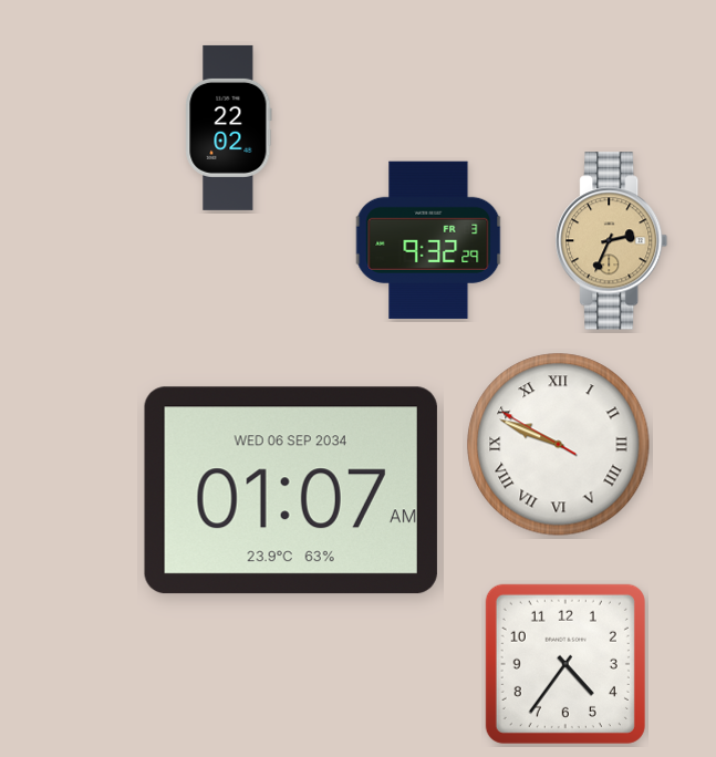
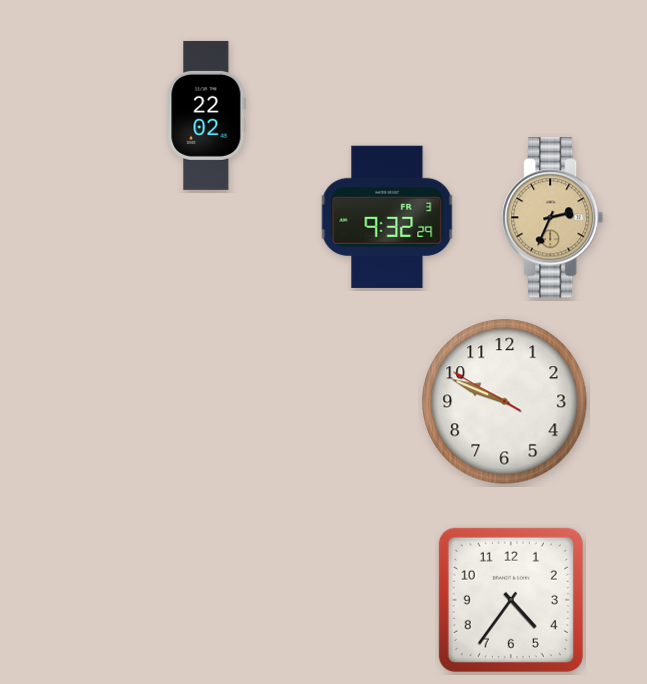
clock at (559, 445) numerals: Roman -> Arabic
clock at (291, 490): 01:07 -> none
